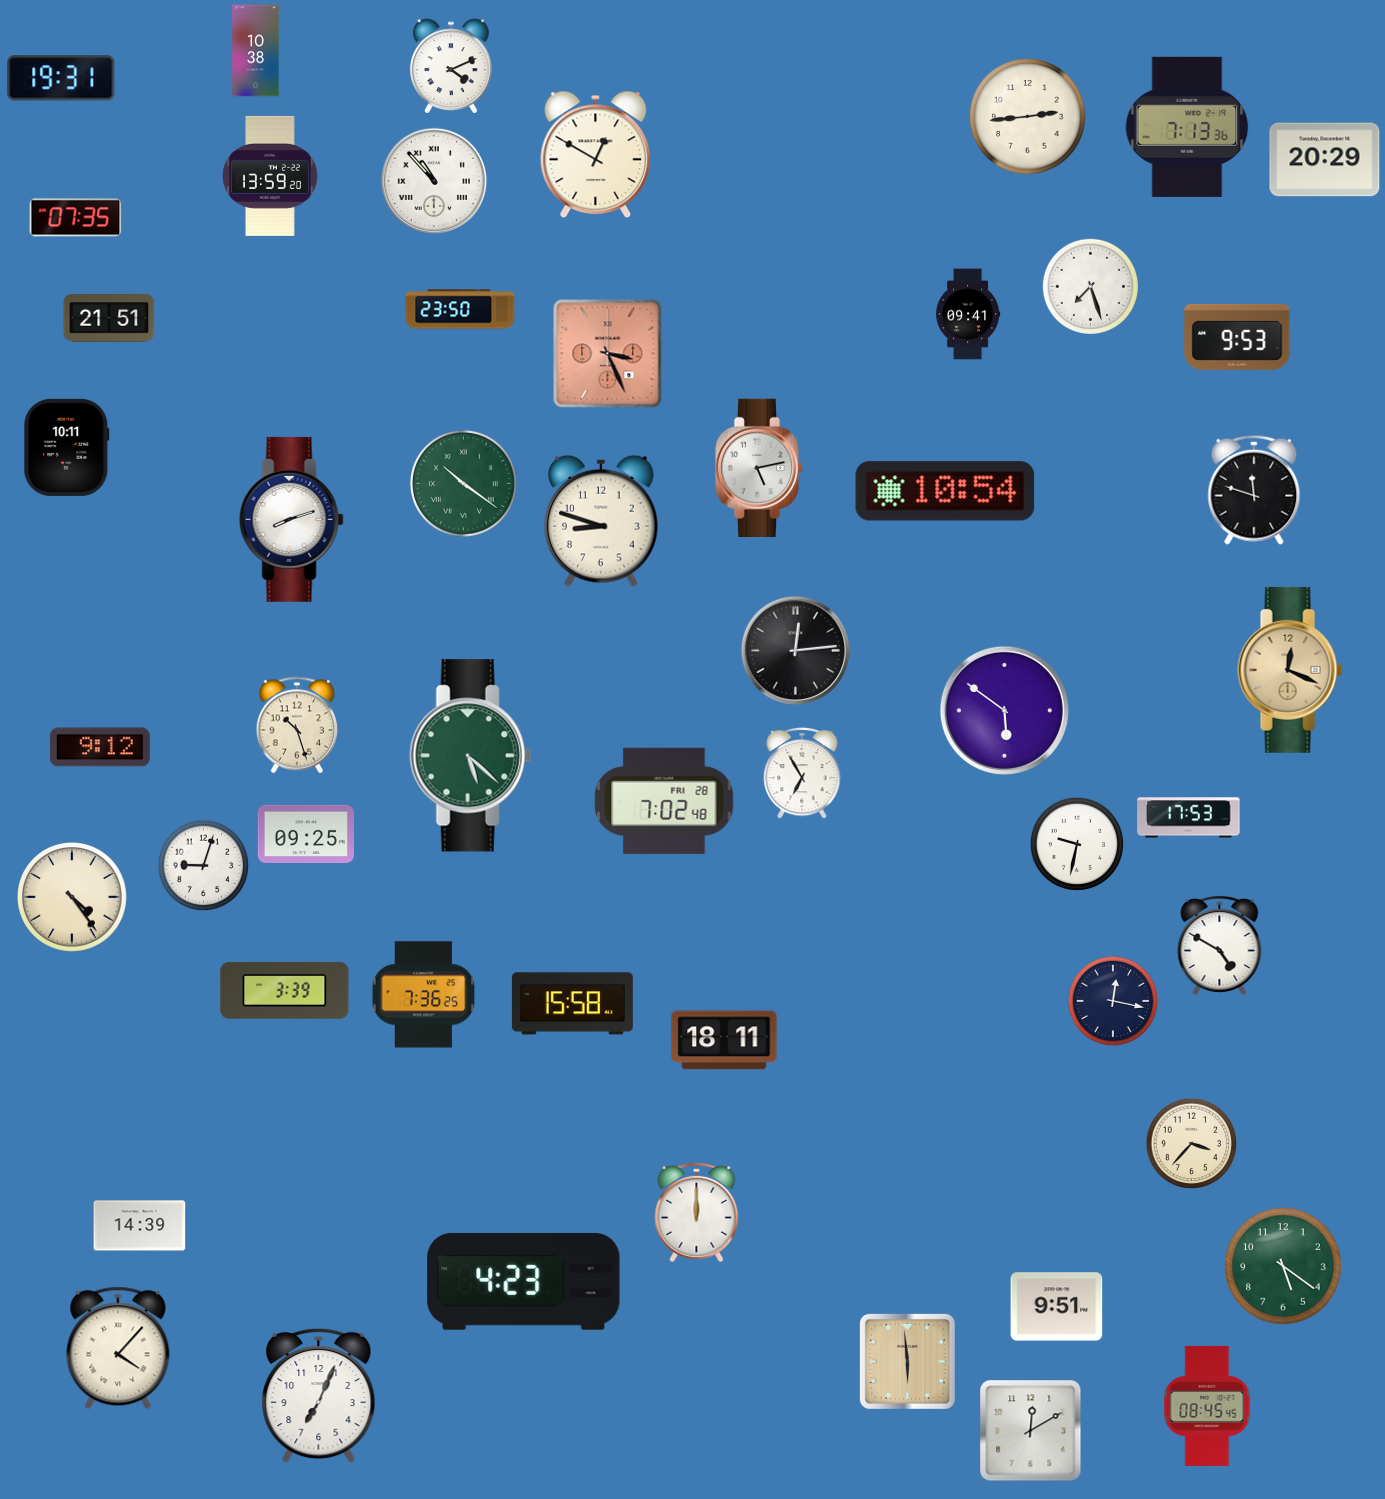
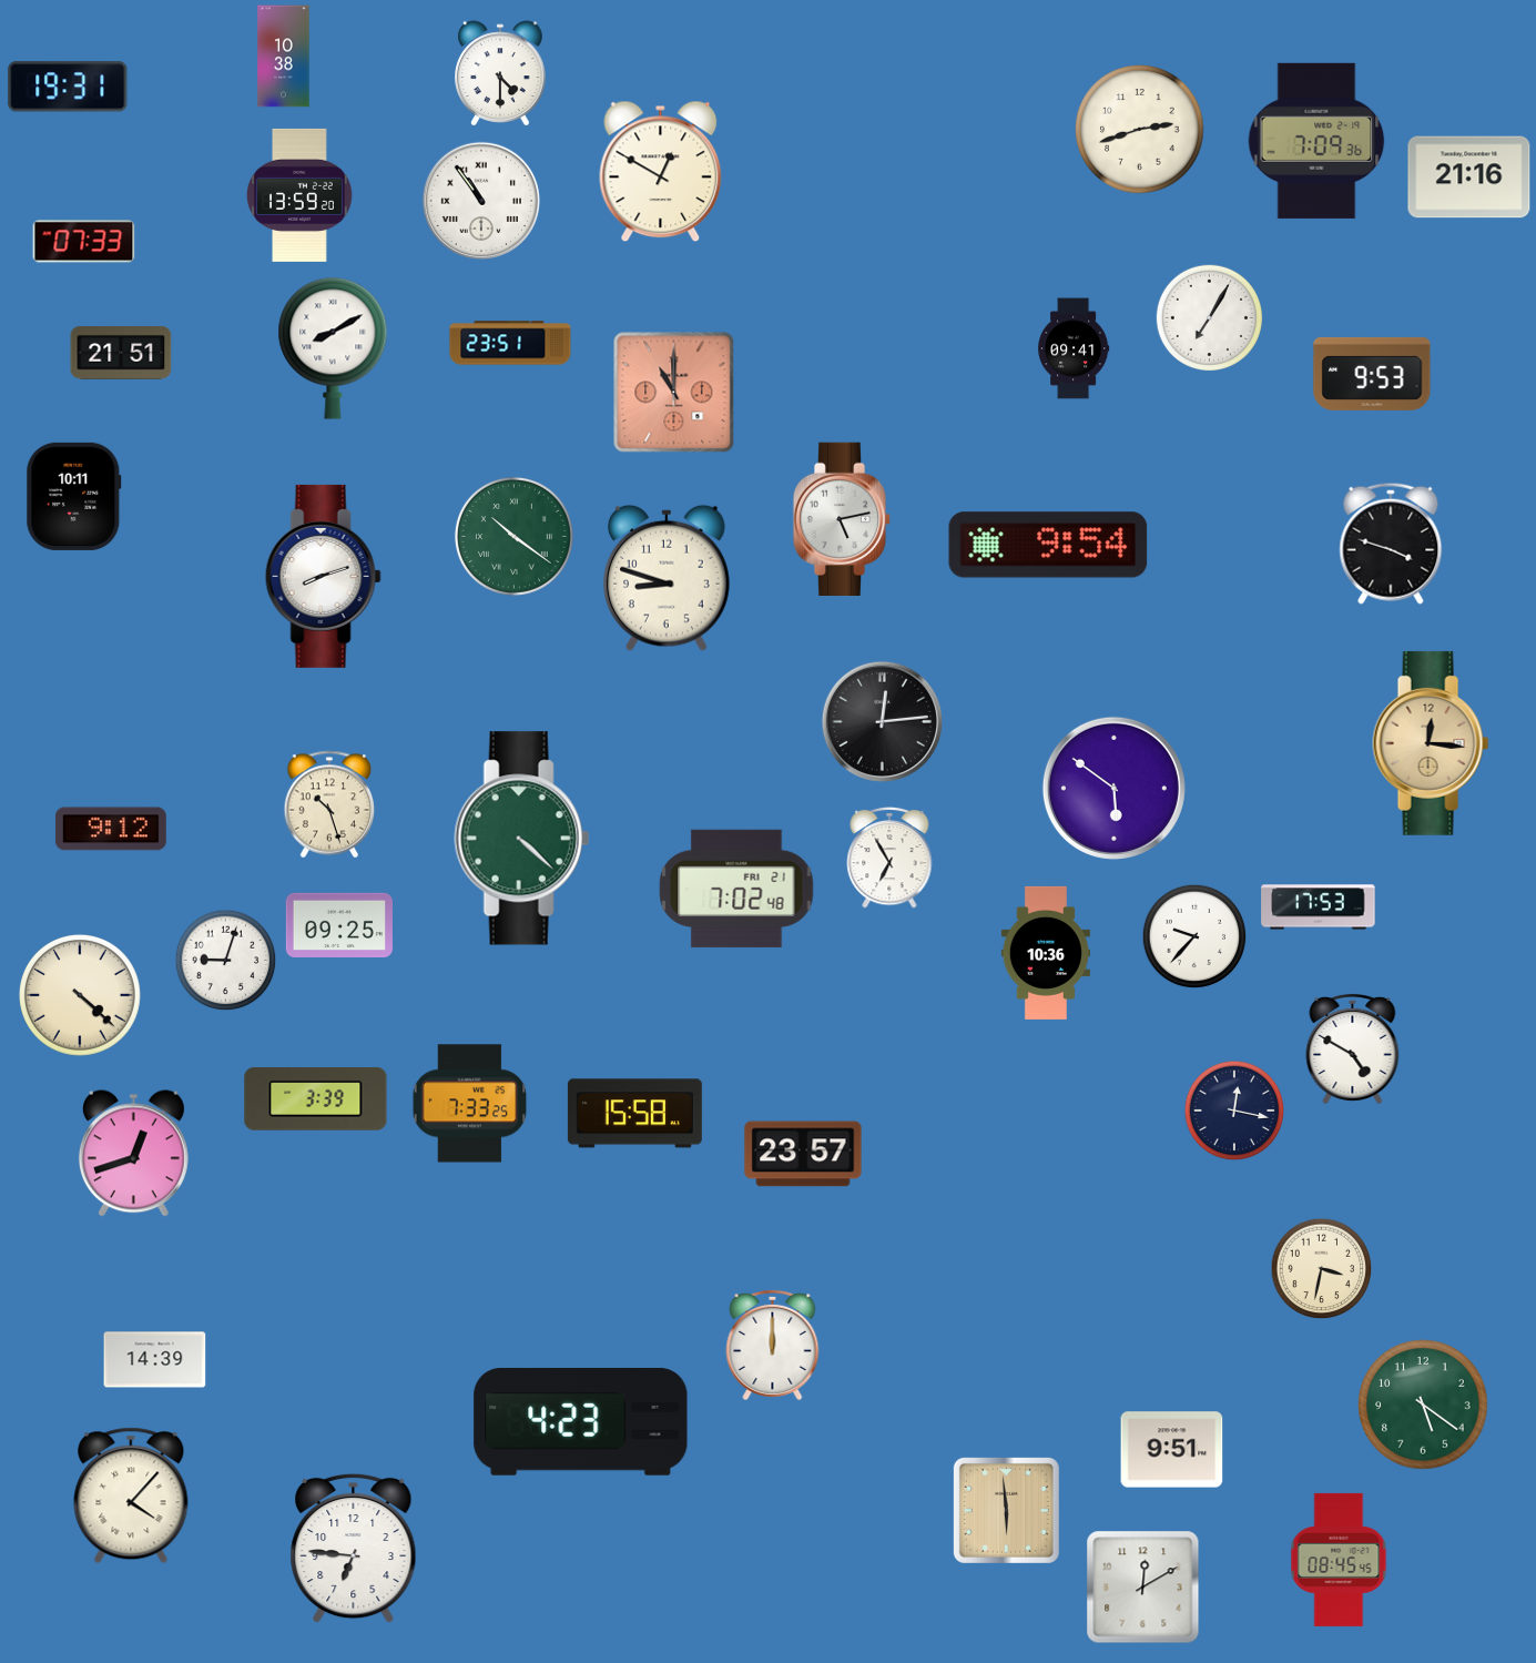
clock at (451, 66): 4:11 -> 4:30
clock at (1028, 117): 2:44 -> 2:42
clock at (1187, 127): 7:13 -> 7:09
clock at (1325, 160): 20:29 -> 21:16
clock at (433, 180): 10:53 -> 10:54
clock at (76, 218): 07:35 -> 07:33
clock at (1090, 286): 7:27 -> 7:05
clock at (460, 309): 23:50 -> 23:51
clock at (333, 348): none -> 8:10
clock at (608, 354): 3:26 -> 11:00
clock at (1254, 490): 11:48 -> 3:48
clock at (945, 491): 10:54 -> 9:54
clock at (1290, 670): 12:19 -> 12:16
clock at (470, 756): 5:22 -> 4:22
clock at (664, 801) date: FRI 28 -> FRI 21
clock at (1077, 844): 9:32 -> 9:37
clock at (1046, 953): none -> 10:36
clock at (73, 898): 4:24 -> 4:22
clock at (424, 995): 7:36 -> 7:33
clock at (133, 1154): none -> 12:42
clock at (724, 1040): 18:11 -> 23:57
clock at (1192, 1144): 3:37 -> 3:32
clock at (319, 1396): 7:04 -> 6:46
